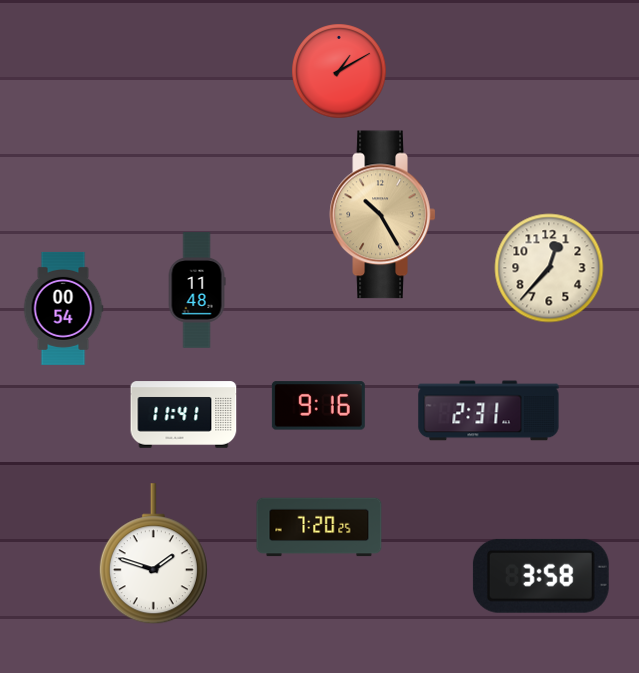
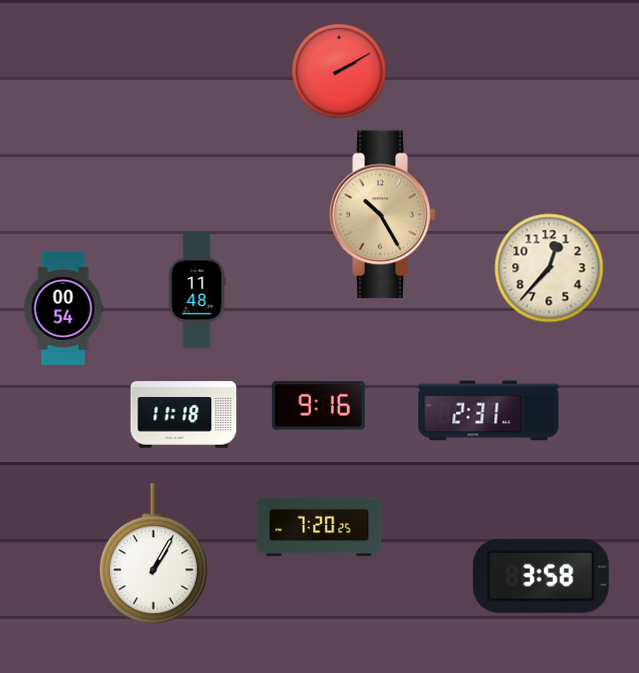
clock at (339, 71): 1:10 -> 2:10
clock at (184, 415): 11:41 -> 11:18
clock at (153, 554): 1:48 -> 1:05
